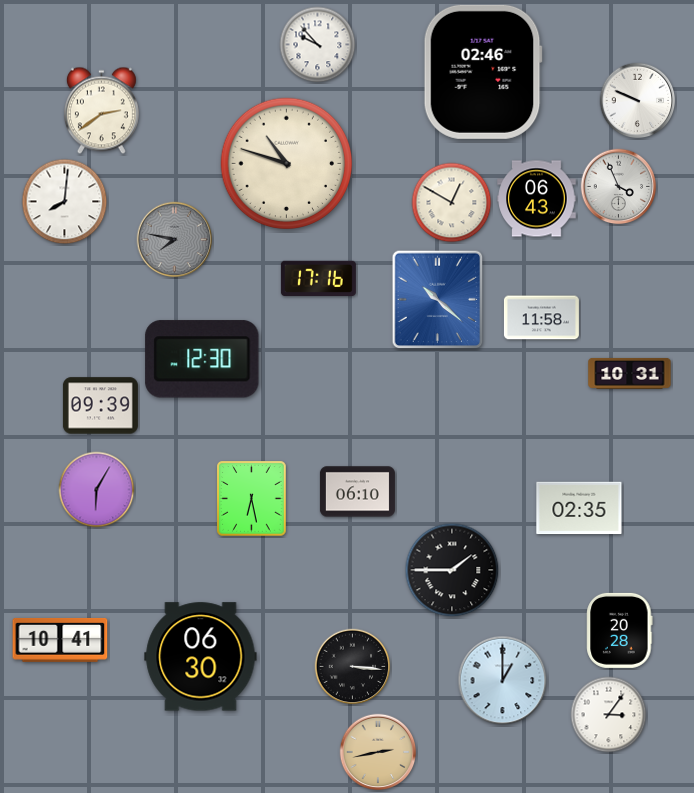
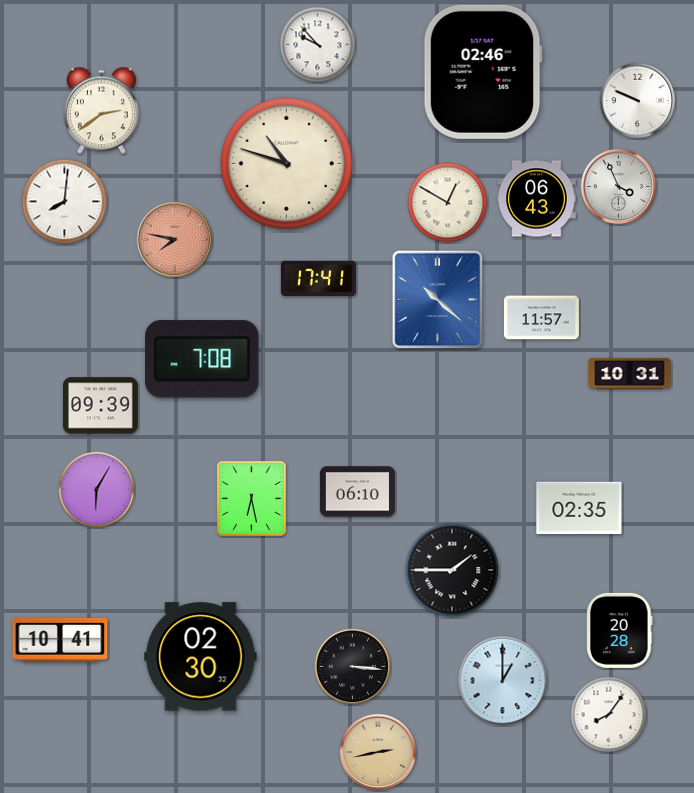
clock at (452, 203) position: (452, 203) -> (448, 203)
clock at (175, 240) dial: grey -> salmon
clock at (318, 278): 17:16 -> 17:41
clock at (541, 318): 11:58 -> 11:57
clock at (202, 359): 12:30 -> 7:08
clock at (201, 657): 06:30 -> 02:30
clock at (609, 715): 3:06 -> 8:06
